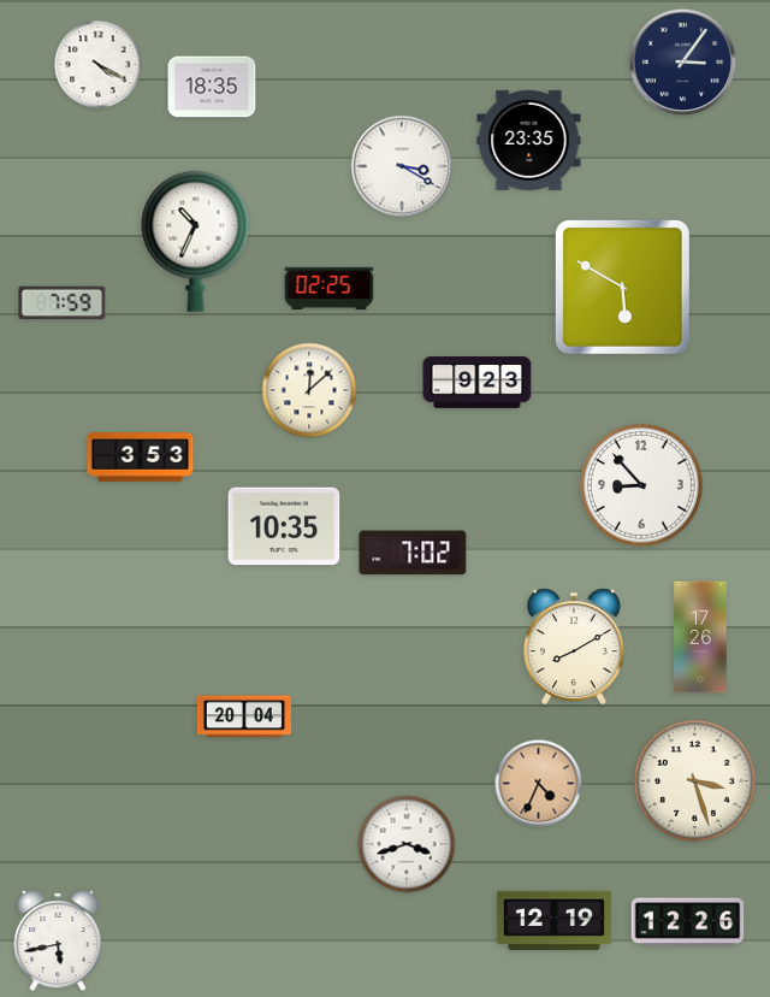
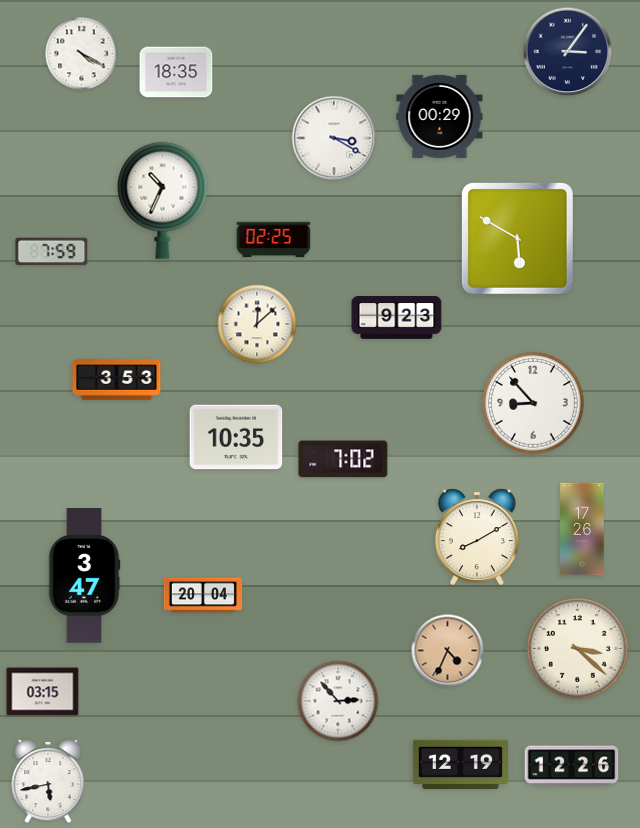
clock at (529, 140): 23:35 -> 00:29
clock at (84, 576): none -> 3:47
clock at (695, 781): 3:27 -> 3:22
clock at (43, 692): none -> 03:15
clock at (407, 844): 3:42 -> 2:53
